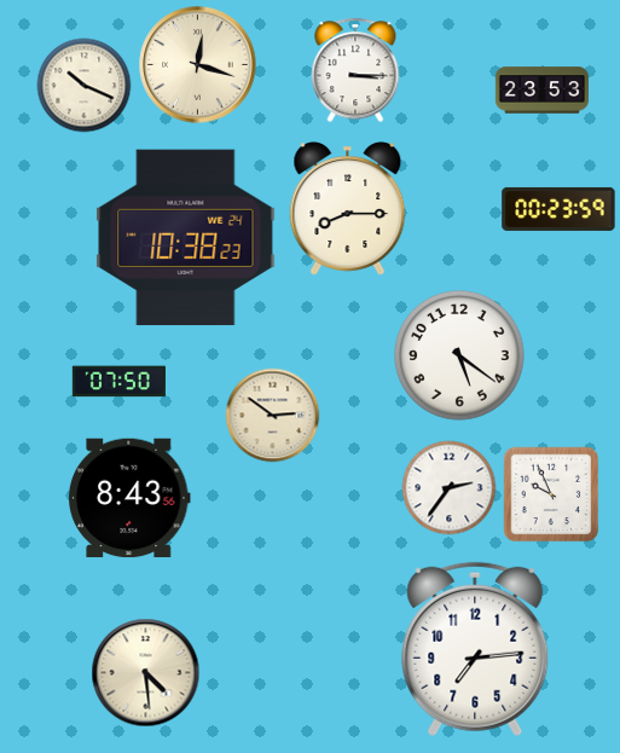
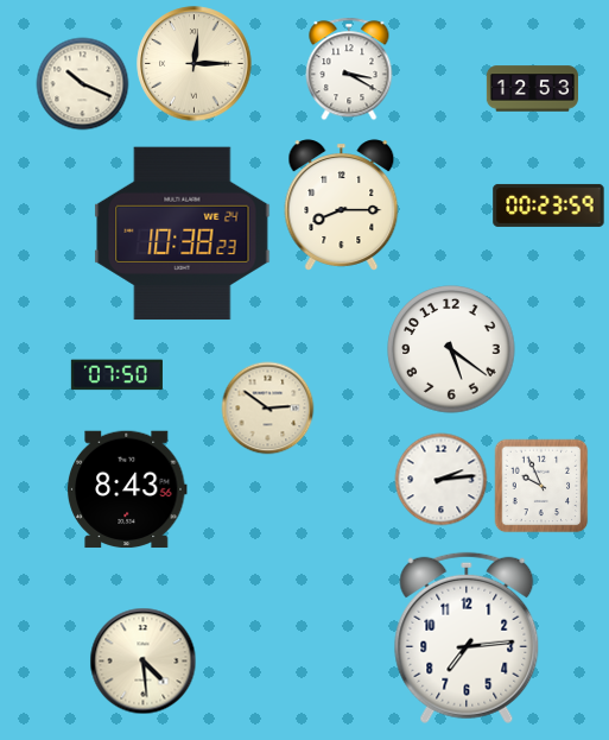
clock at (198, 65): 12:18 -> 12:15
clock at (355, 70): 3:15 -> 3:20
clock at (541, 91): 23:53 -> 12:53
clock at (448, 487): 2:36 -> 2:14
